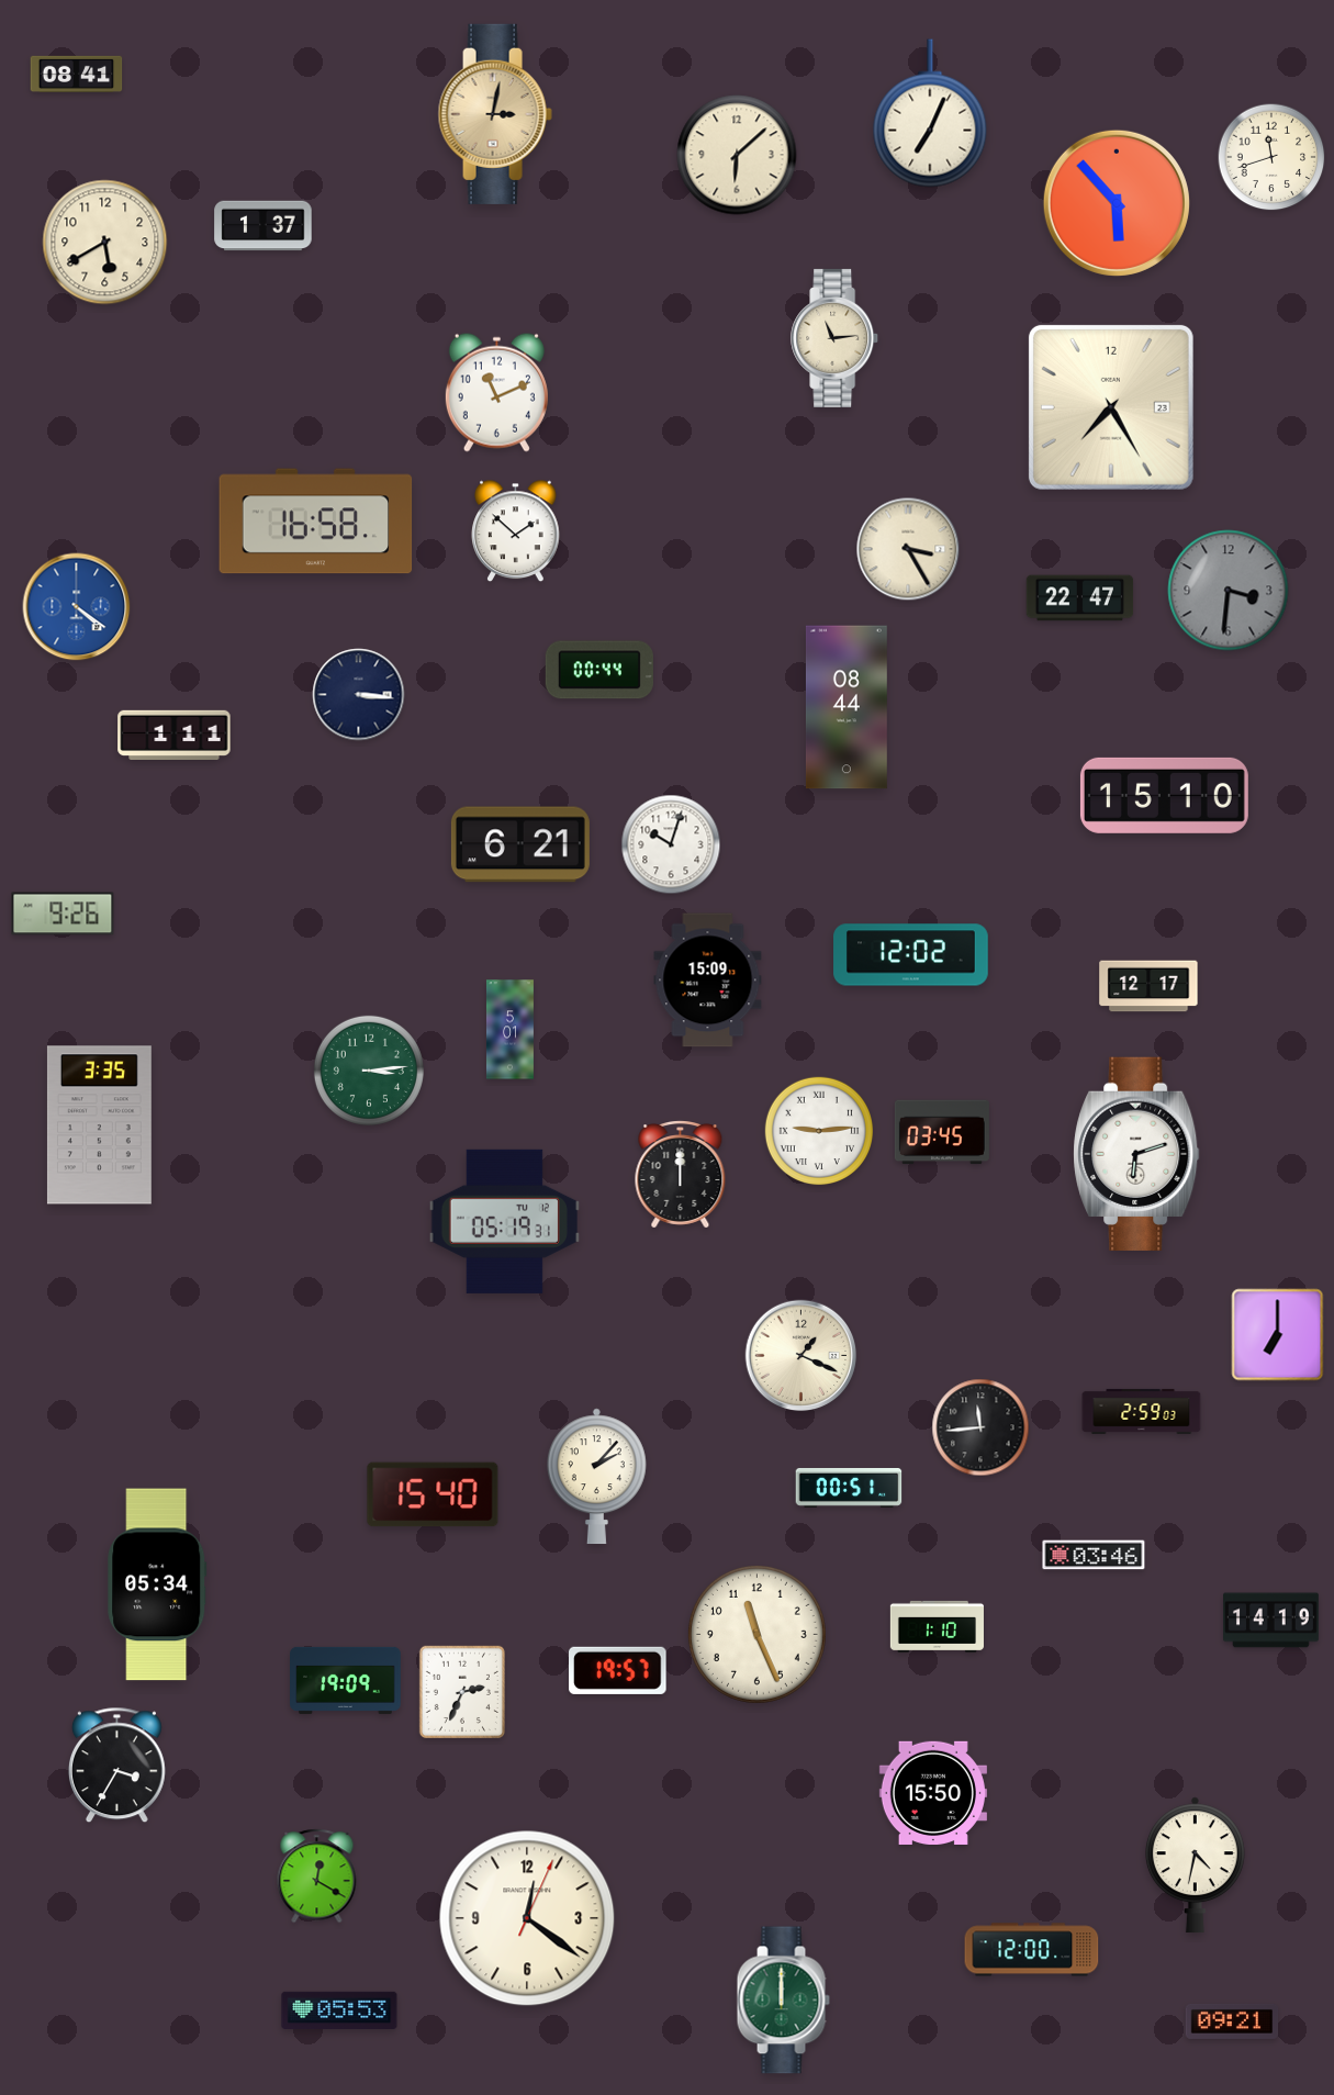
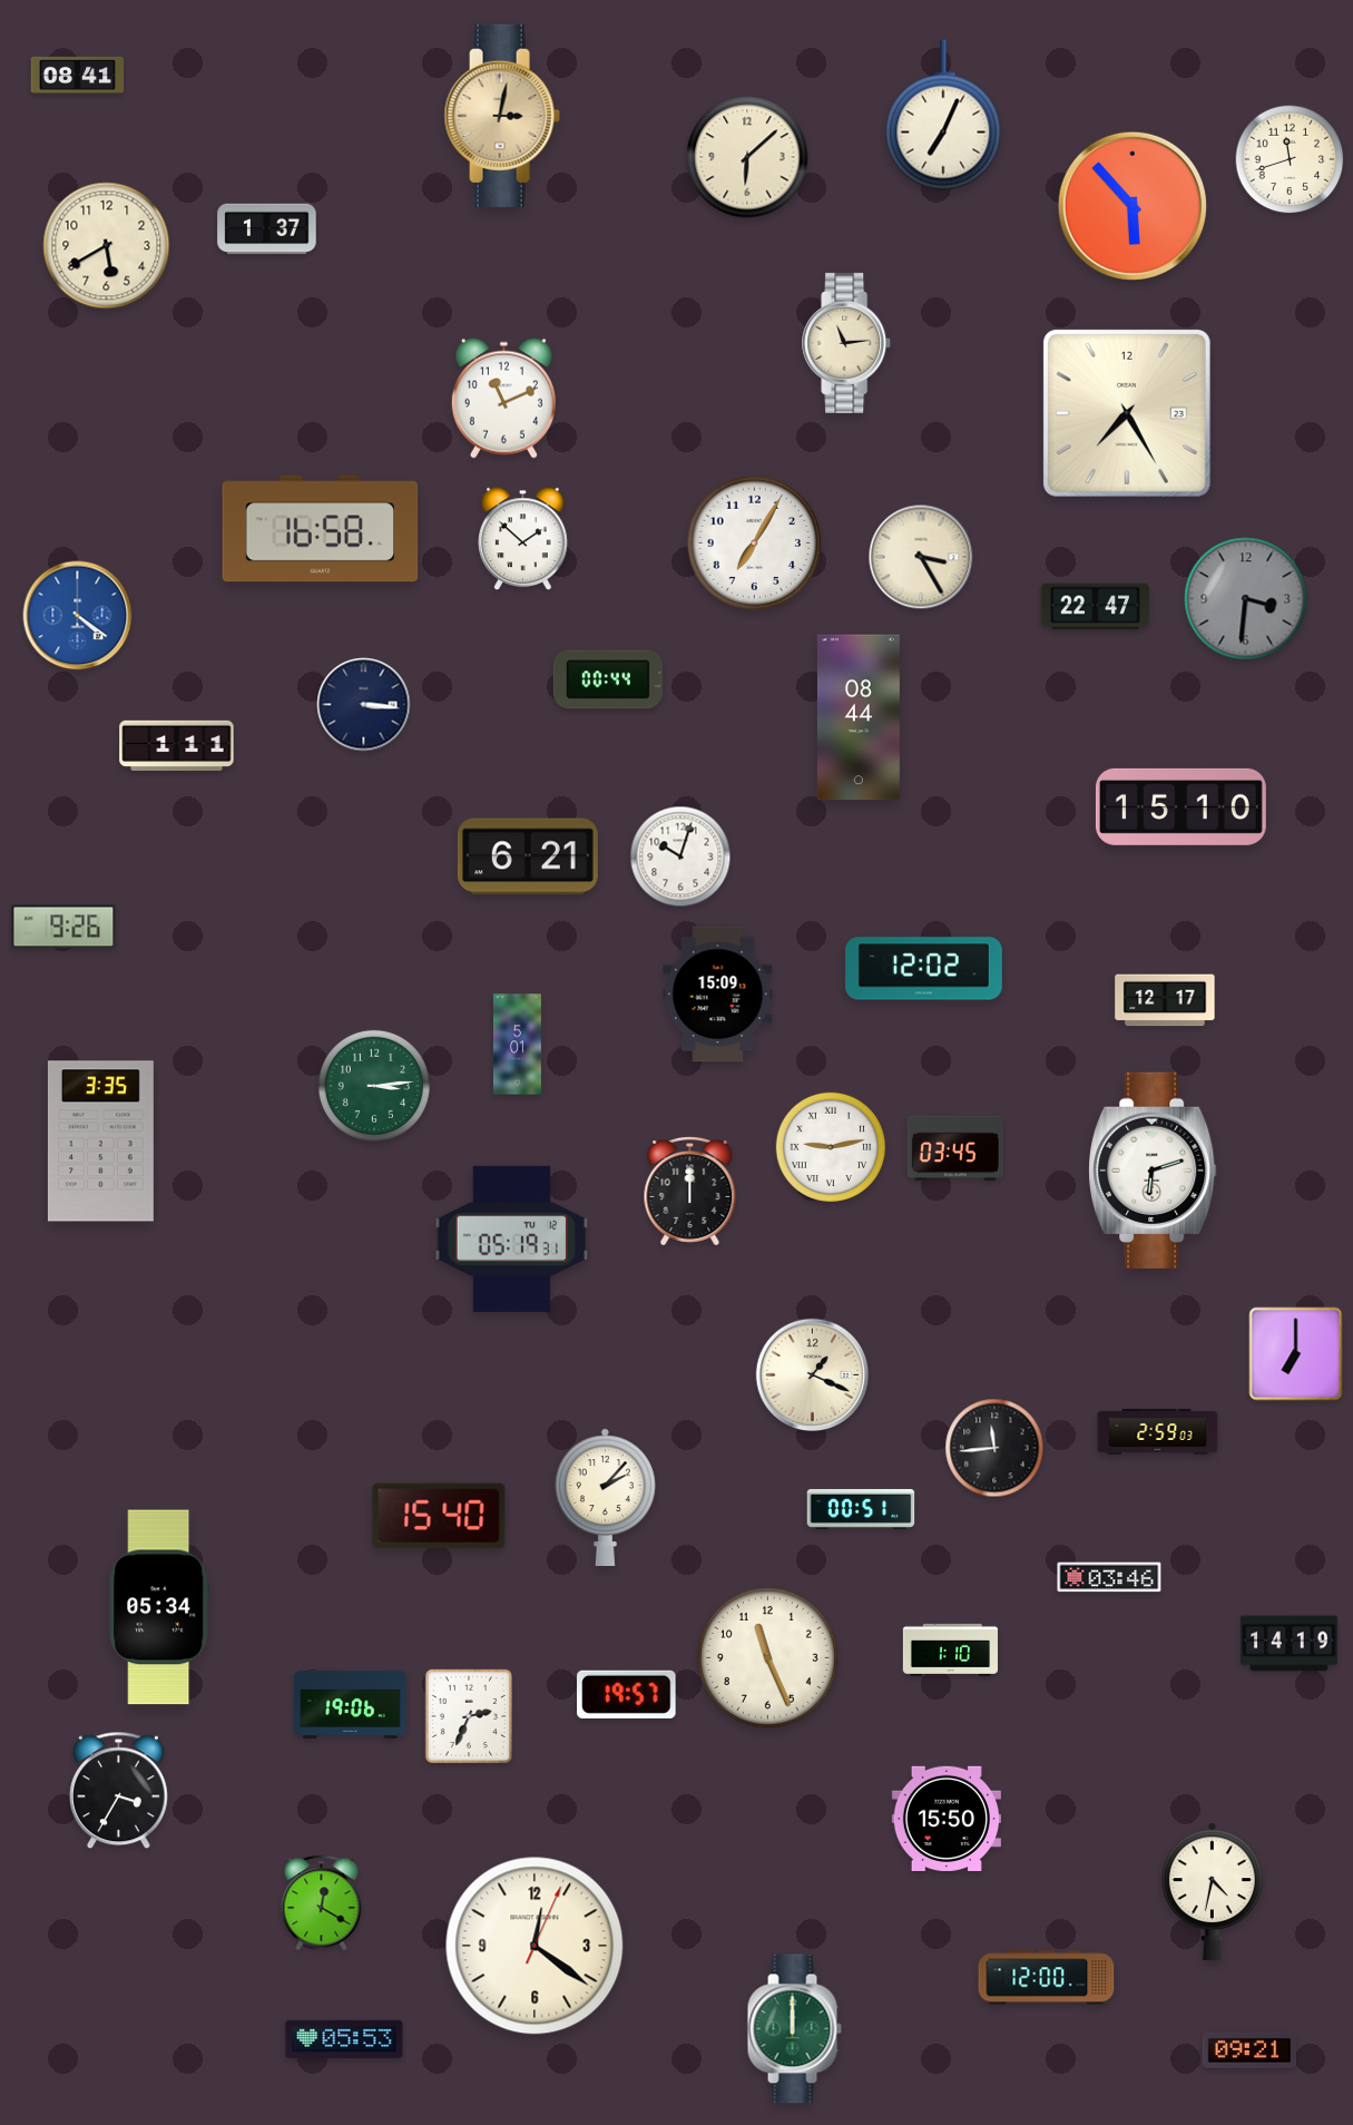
clock at (755, 544): none -> 7:05
clock at (819, 1131): 9:14 -> 9:13
clock at (346, 1680): 19:09 -> 19:06
